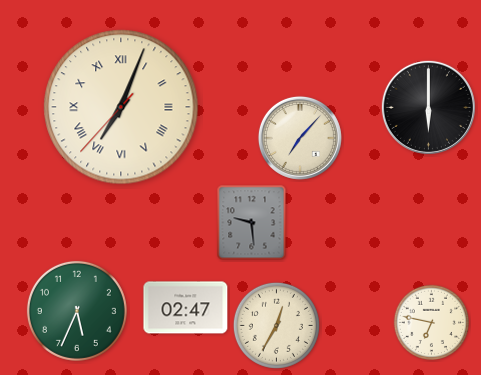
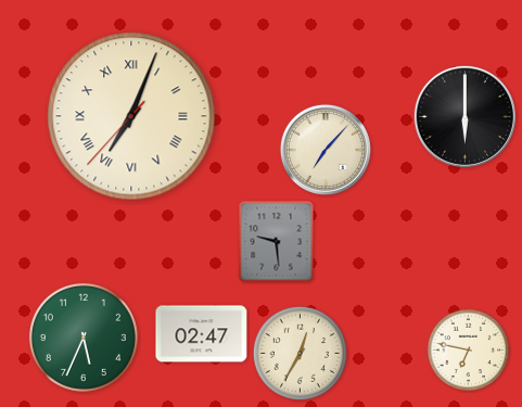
clock at (252, 223) position: (252, 223) -> (277, 242)
